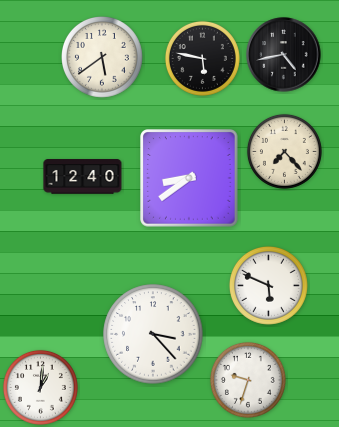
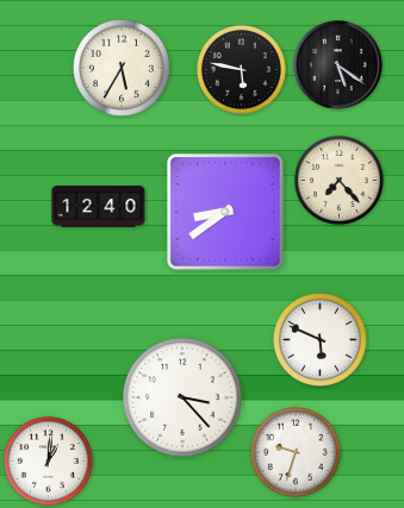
clock at (284, 55): 4:43 -> 5:21
clock at (103, 58): 5:39 -> 5:35
clock at (83, 177) position: (83, 177) -> (99, 207)
